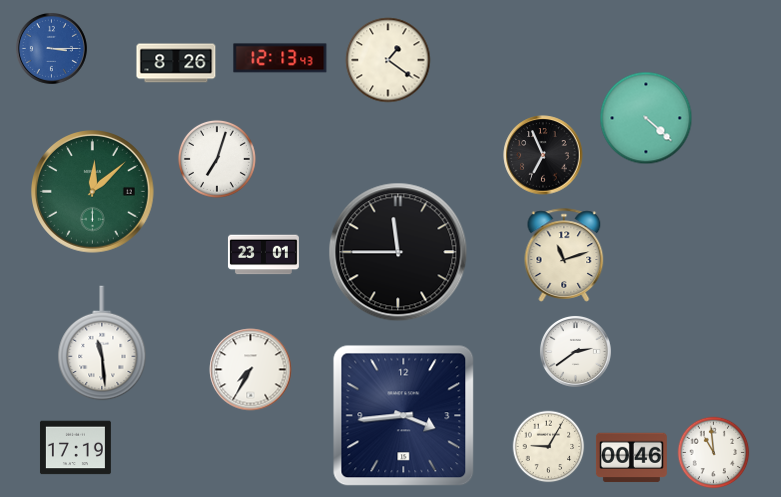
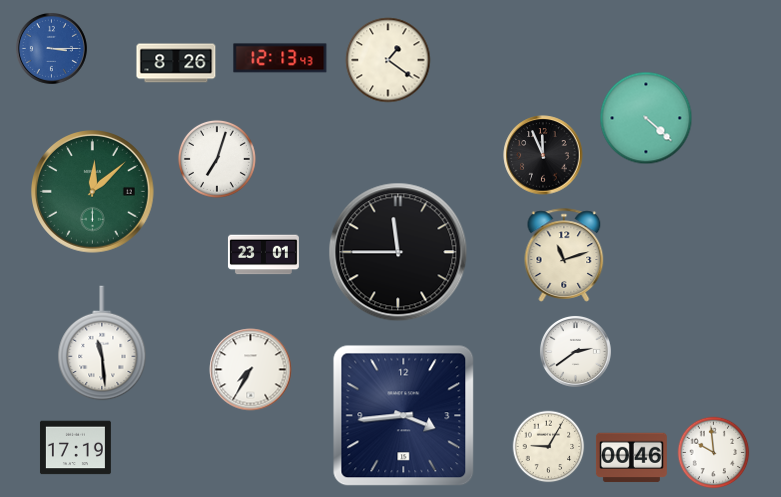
clock at (543, 155): 6:56 -> 11:56
clock at (714, 453): 10:59 -> 9:59
